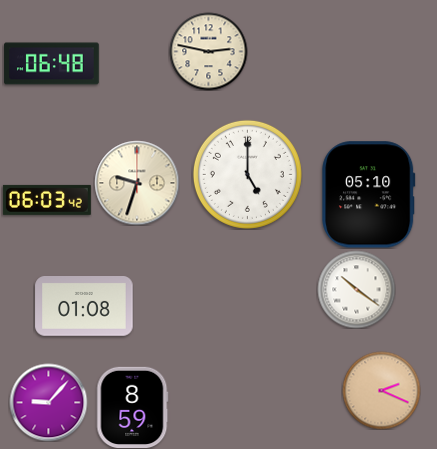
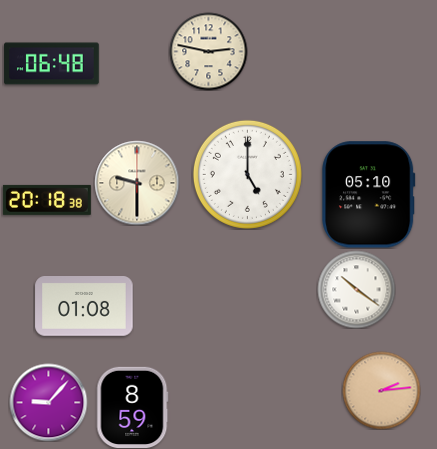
clock at (137, 183): 9:33 -> 9:30
clock at (47, 200): 06:03 -> 20:18
clock at (381, 390): 2:19 -> 2:14
